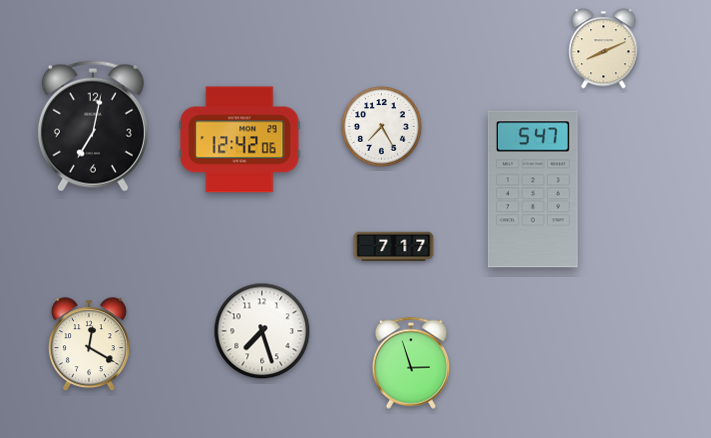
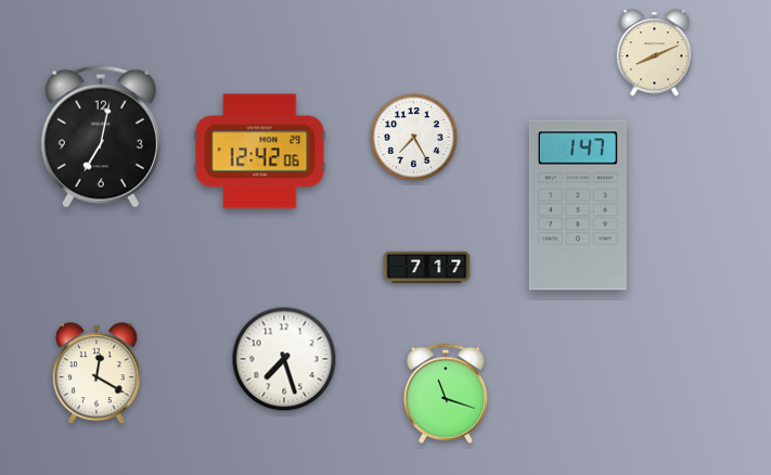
clock at (533, 189): 5:47 -> 1:47
clock at (411, 363): 2:57 -> 11:18
